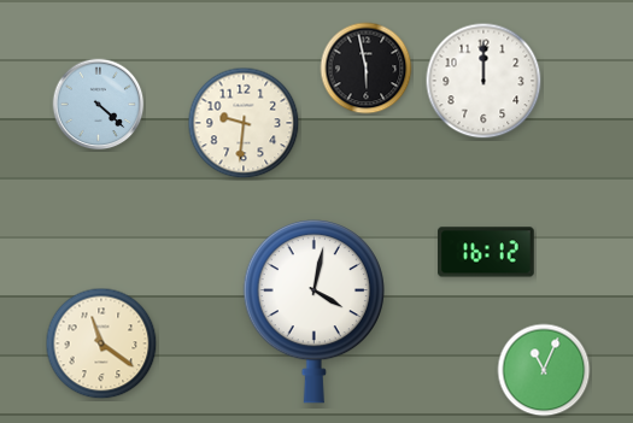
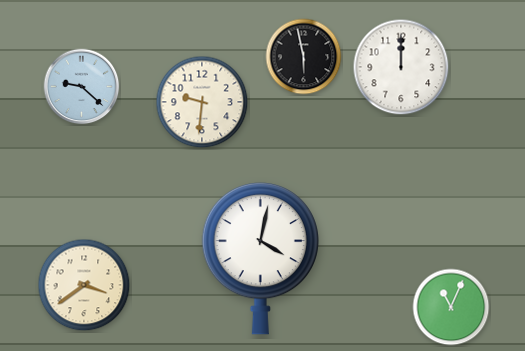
clock at (99, 105): 4:22 -> 9:22
clock at (486, 252): 16:12 -> none
clock at (101, 343): 11:21 -> 3:39
